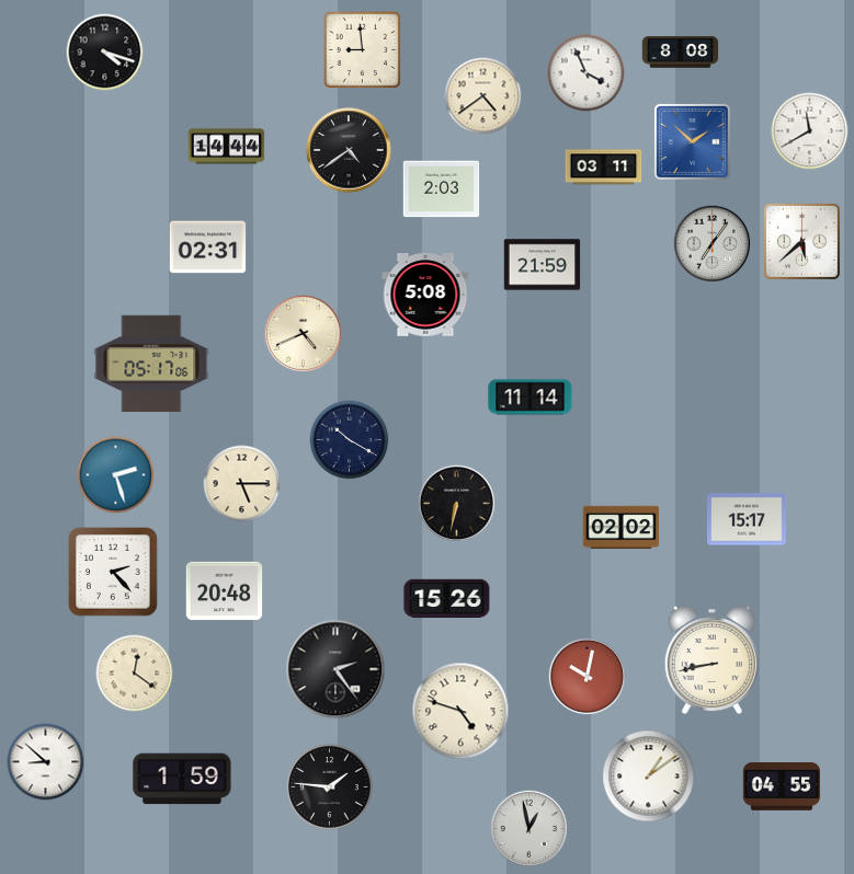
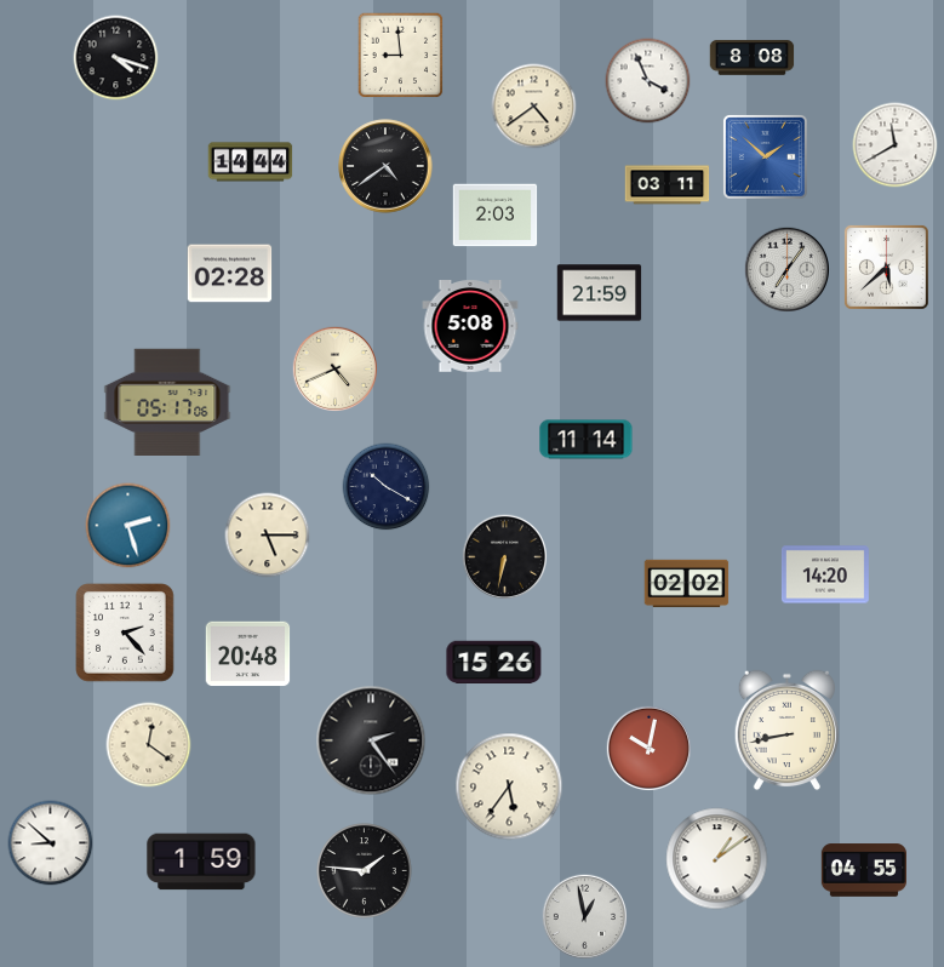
clock at (442, 189) position: (442, 189) -> (496, 216)
clock at (208, 248): 02:31 -> 02:28
clock at (747, 519): 15:17 -> 14:20
clock at (460, 711): 4:48 -> 5:36
